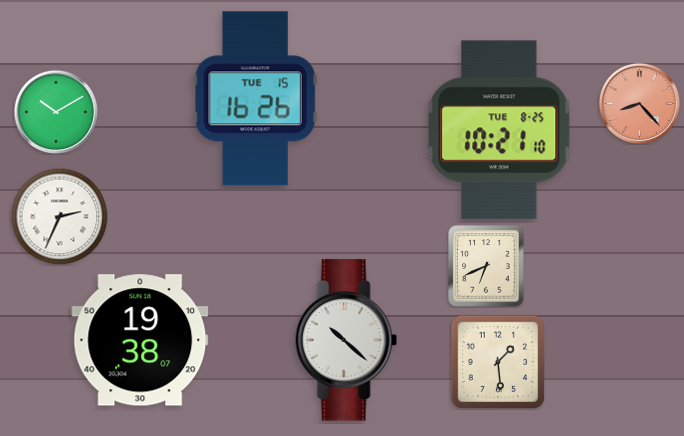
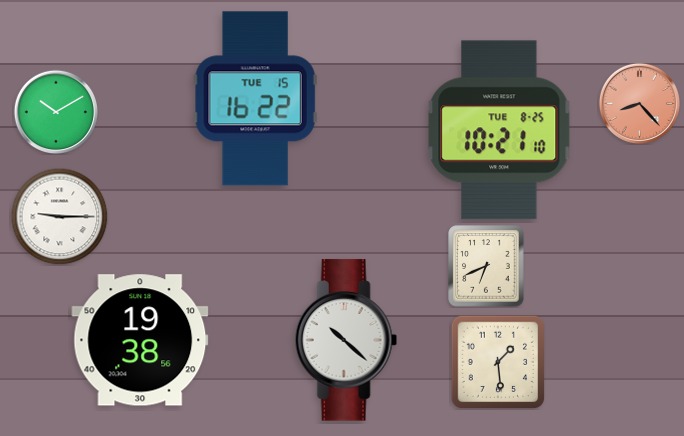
clock at (255, 99): 16:26 -> 16:22
clock at (59, 216): 2:34 -> 9:15
clock at (140, 340): 19:38:07 -> 19:38:56
